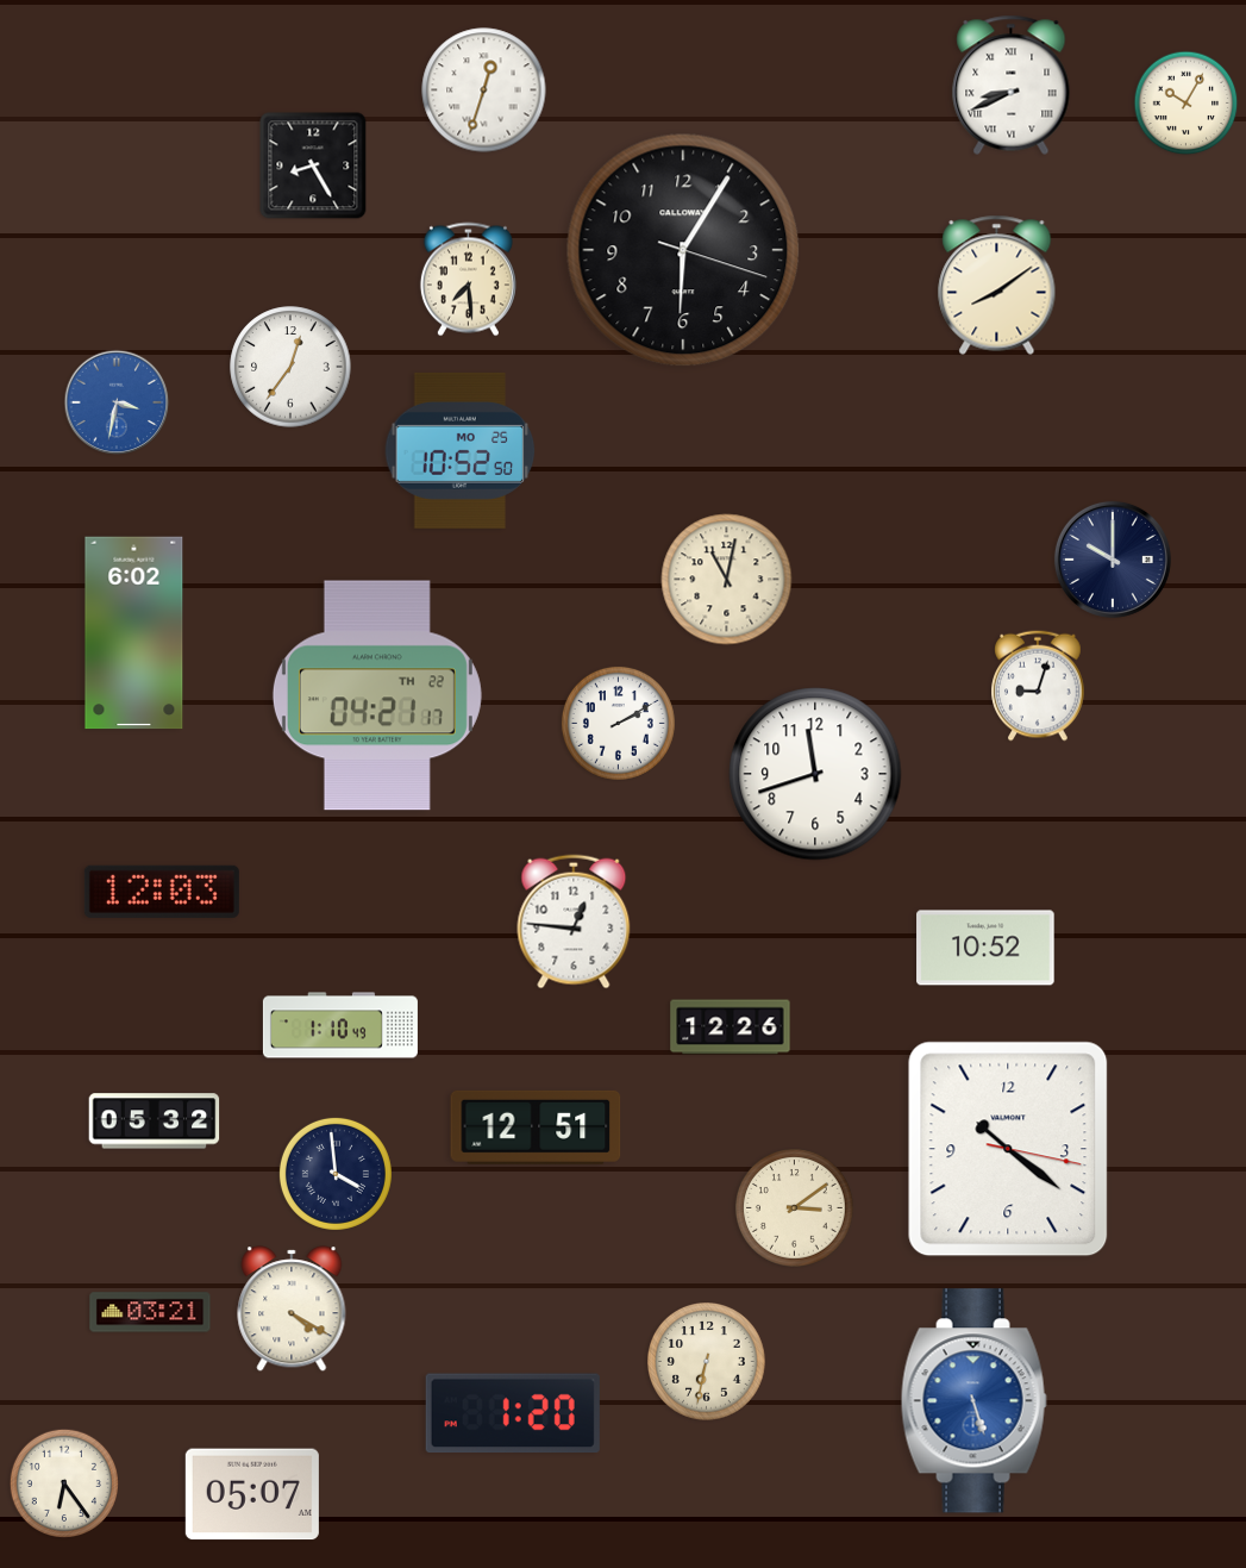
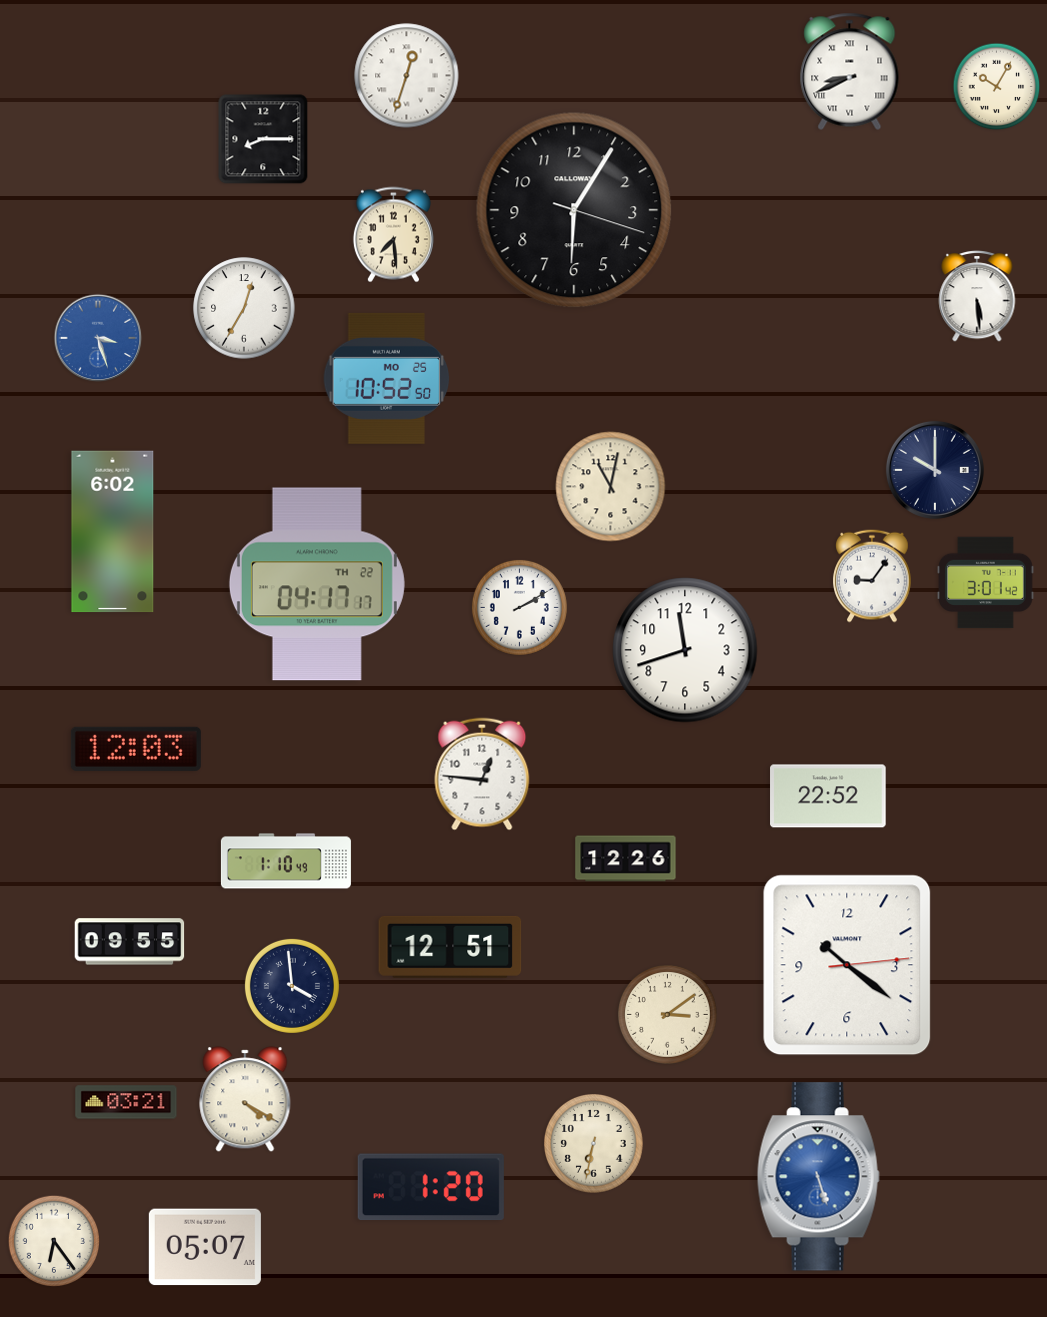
clock at (313, 165): 8:25 -> 8:15
clock at (997, 285): 8:09 -> none
clock at (977, 297): none -> 5:29
clock at (290, 367): 12:36 -> 12:35
clock at (117, 402): 3:32 -> 3:27
clock at (1039, 686): 9:03 -> 9:06
clock at (986, 583): none -> 3:01
clock at (377, 695): 04:21 -> 04:17
clock at (985, 948): 10:52 -> 22:52
clock at (731, 1027) position: (731, 1027) -> (626, 859)
clock at (155, 1122): 05:32 -> 09:55
clock at (1008, 1149): 10:21:17 -> 10:21:14
clock at (336, 1174) position: (336, 1174) -> (292, 986)
clock at (63, 1482) position: (63, 1482) -> (53, 1240)
clock at (252, 1494) position: (252, 1494) -> (205, 1247)
